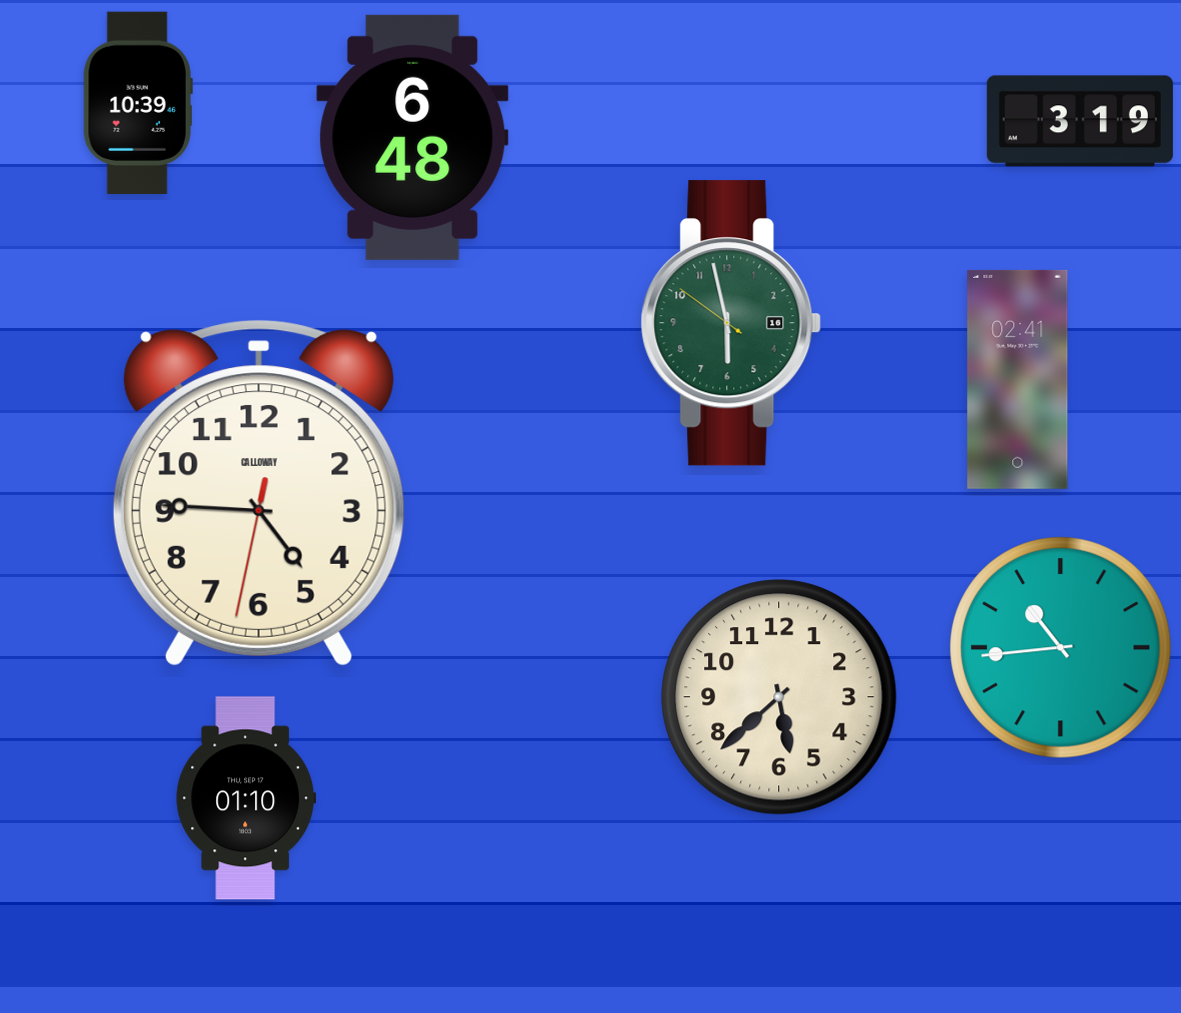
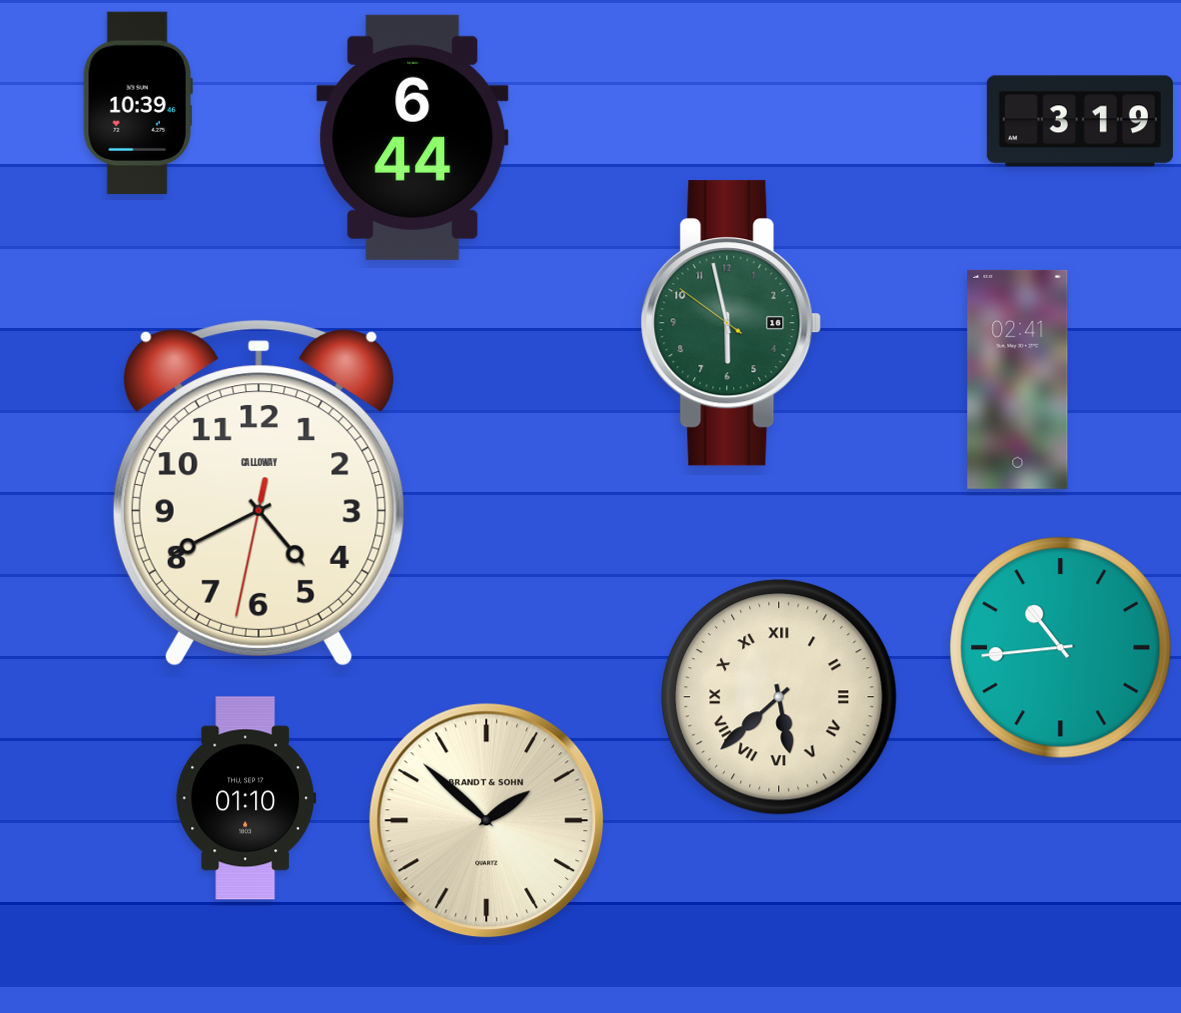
clock at (413, 137): 6:48 -> 6:44
clock at (259, 493): 4:45 -> 4:40
clock at (779, 697) numerals: Arabic -> Roman
clock at (487, 821): none -> 1:52
